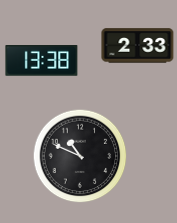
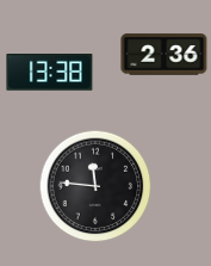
clock at (138, 46): 2:33 -> 2:36
clock at (80, 156): 10:49 -> 11:46
